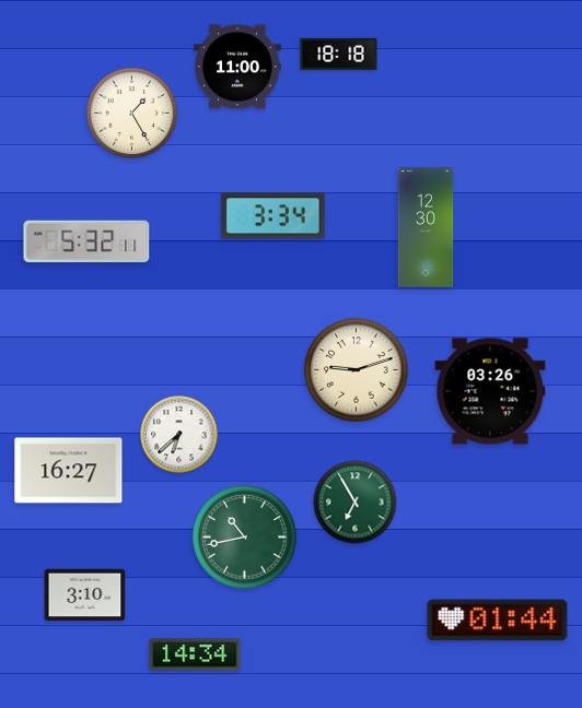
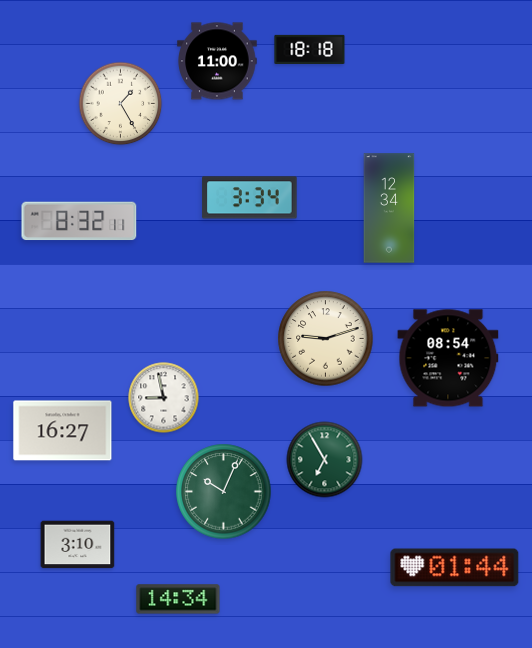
clock at (426, 227): 12:30 -> 12:34
clock at (86, 241): 5:32 -> 8:32
clock at (490, 391): 03:26 -> 08:54
clock at (179, 435): 6:38 -> 8:58
clock at (245, 538): 10:43 -> 10:04
